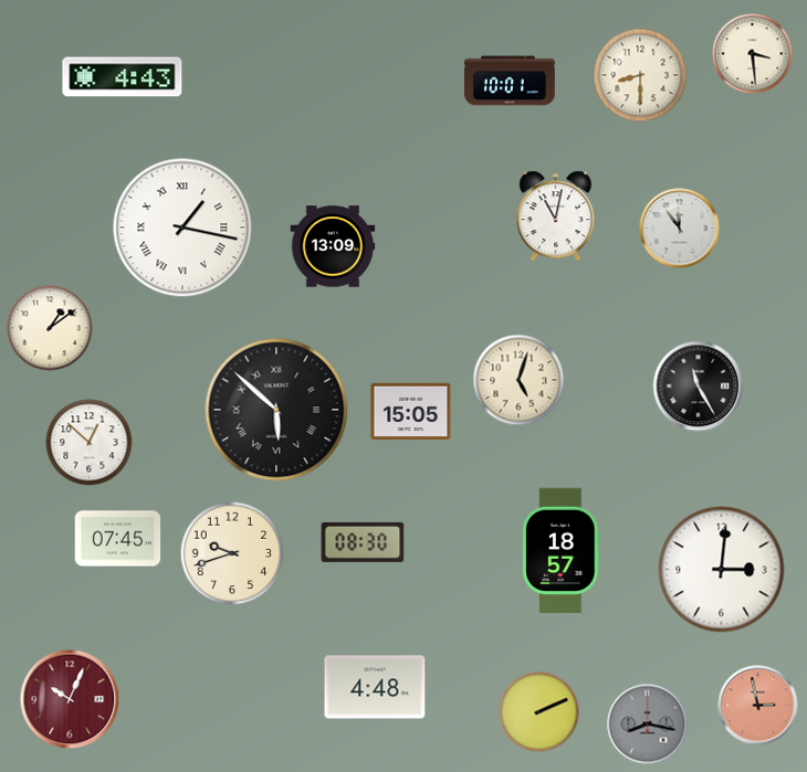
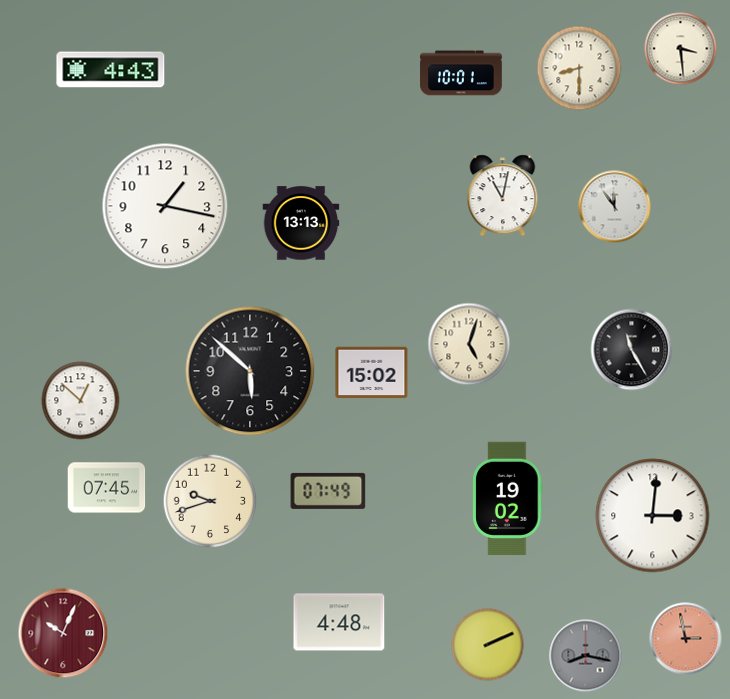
clock at (182, 228) numerals: Roman -> Arabic
clock at (333, 246): 13:09 -> 13:13
clock at (50, 328): 1:09 -> none
clock at (276, 410) numerals: Roman -> Arabic
clock at (411, 412): 15:05 -> 15:02
clock at (363, 542): 08:30 -> 07:49
clock at (562, 551): 18:57 -> 19:02
